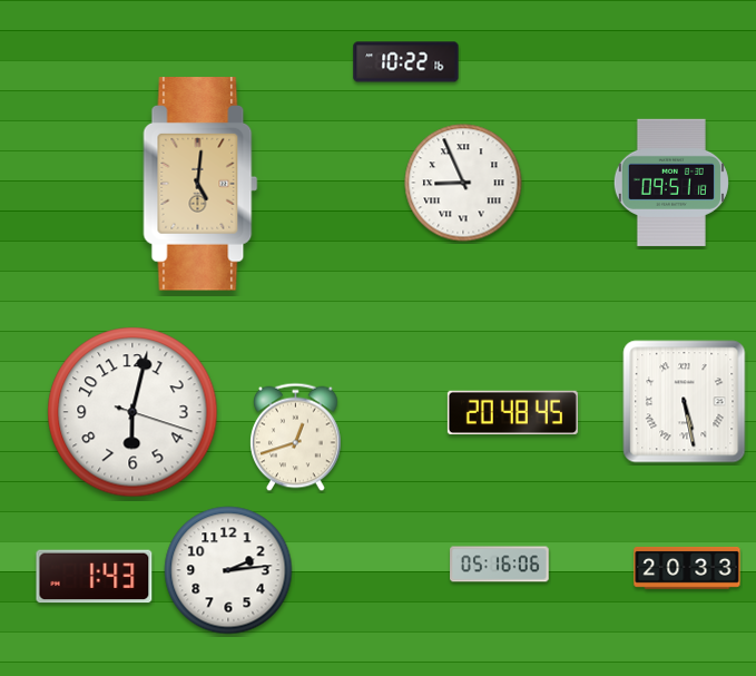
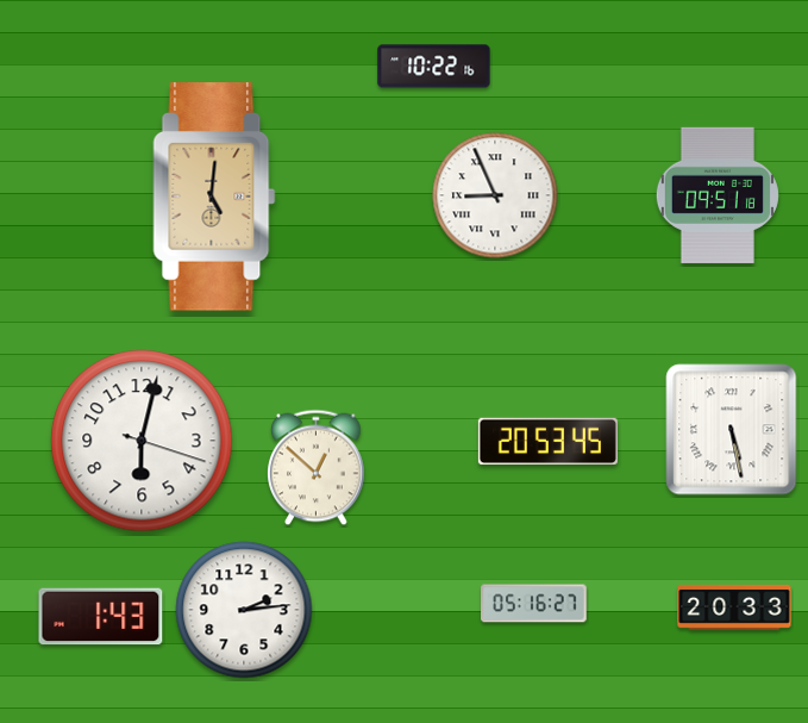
clock at (512, 412): 20:48 -> 20:53
clock at (296, 438): 12:42 -> 12:52
clock at (500, 565): 05:16:06 -> 05:16:27
